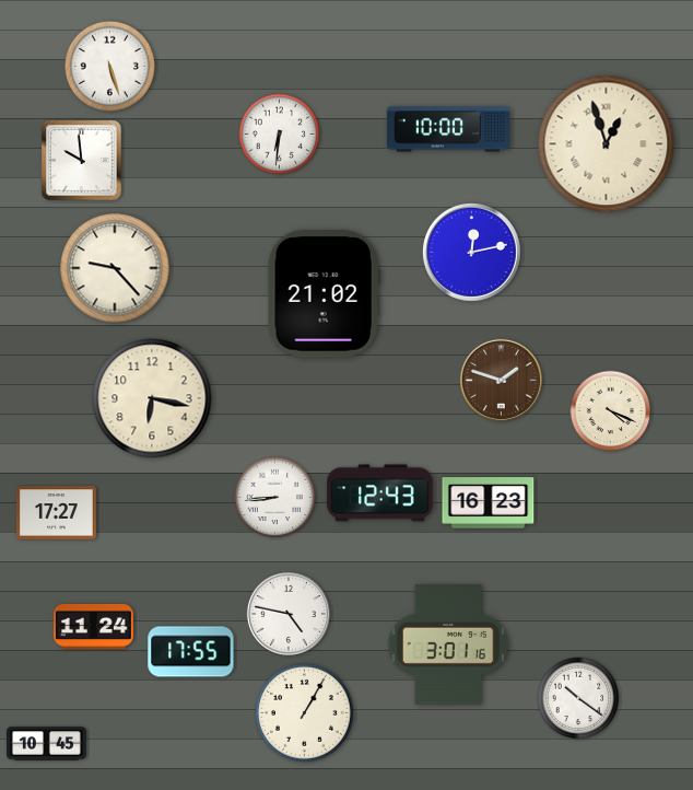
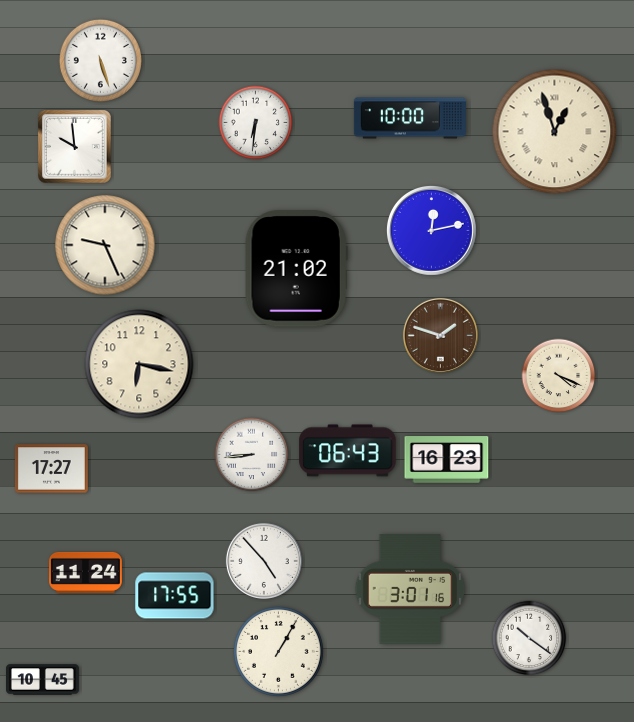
clock at (115, 268): 9:23 -> 9:26
clock at (501, 380) position: (501, 380) -> (440, 335)
clock at (380, 493): 12:43 -> 06:43
clock at (289, 614): 4:47 -> 4:53
